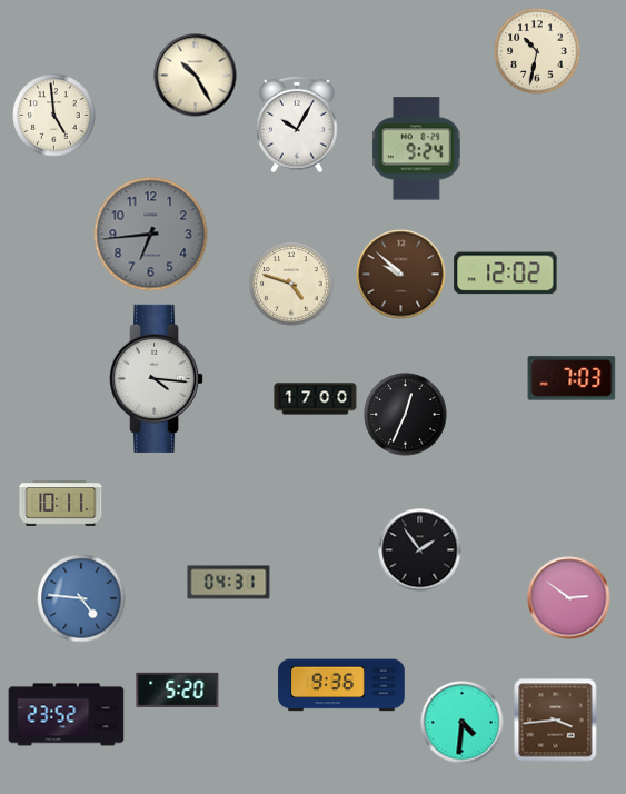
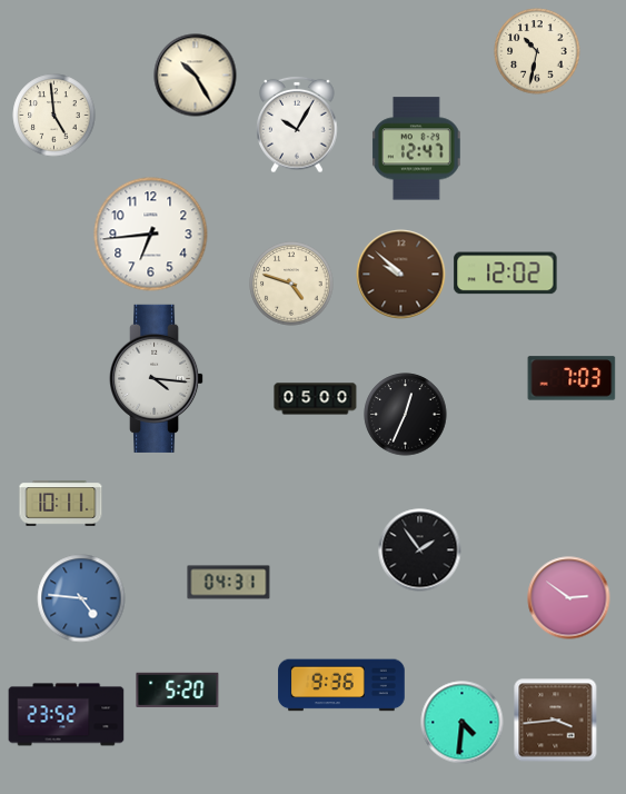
clock at (417, 149): 9:24 -> 12:47
clock at (151, 235) dial: grey -> white
clock at (316, 399): 17:00 -> 05:00
